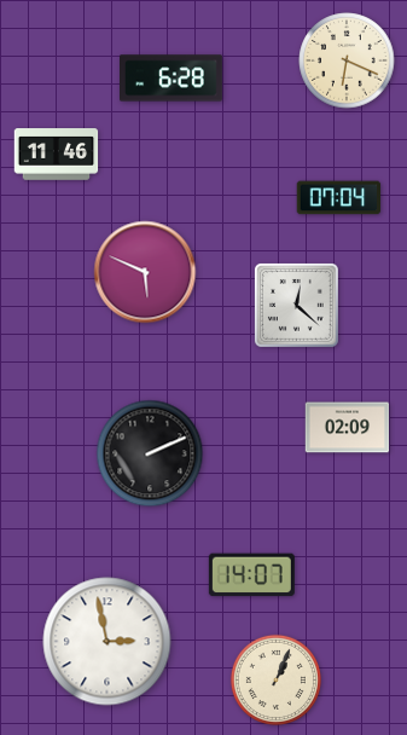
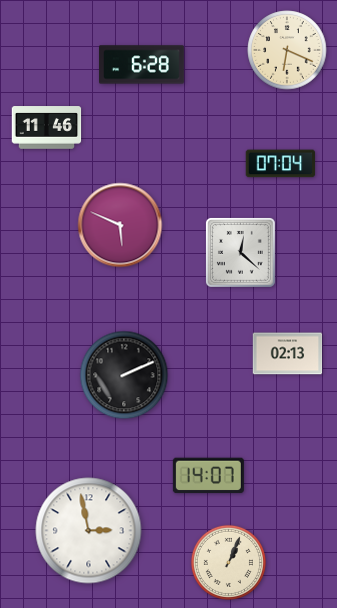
clock at (296, 305) position: (296, 305) -> (240, 252)
clock at (348, 428): 02:09 -> 02:13
